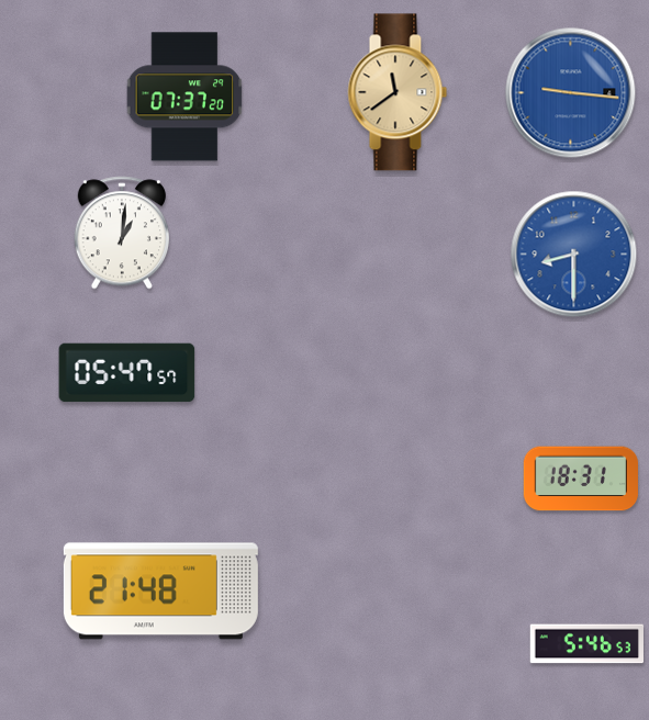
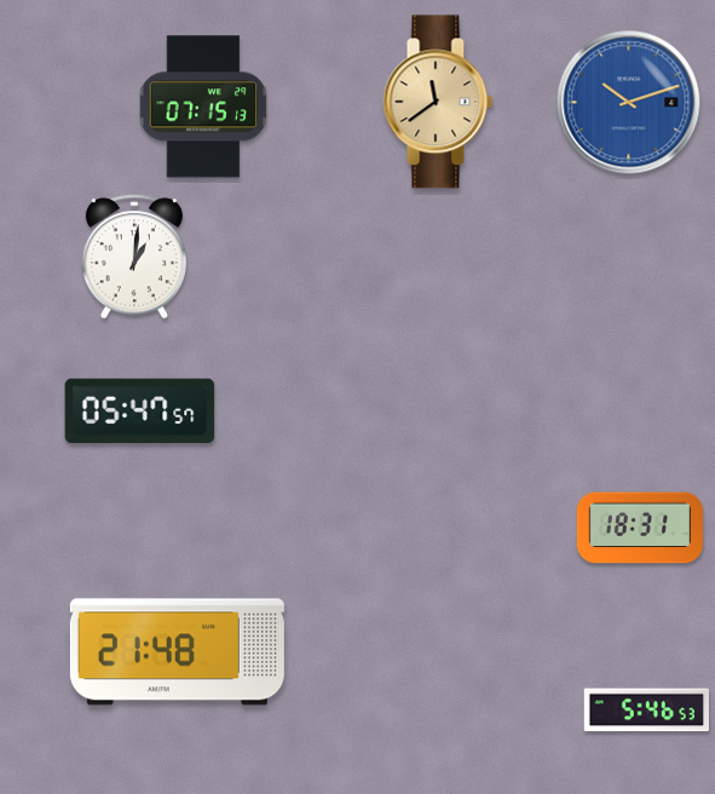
clock at (571, 93): 9:16 -> 10:12
clock at (184, 97): 07:37 -> 07:15
clock at (574, 255): 8:30 -> none
